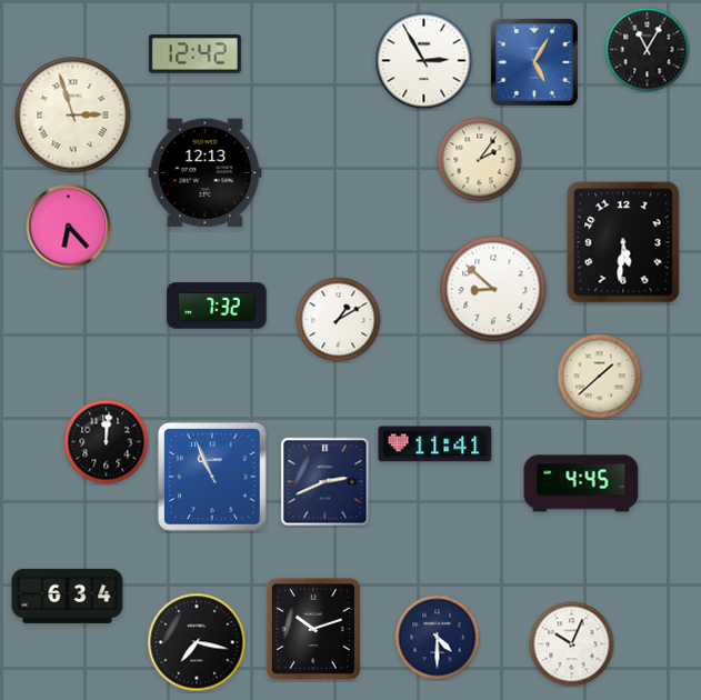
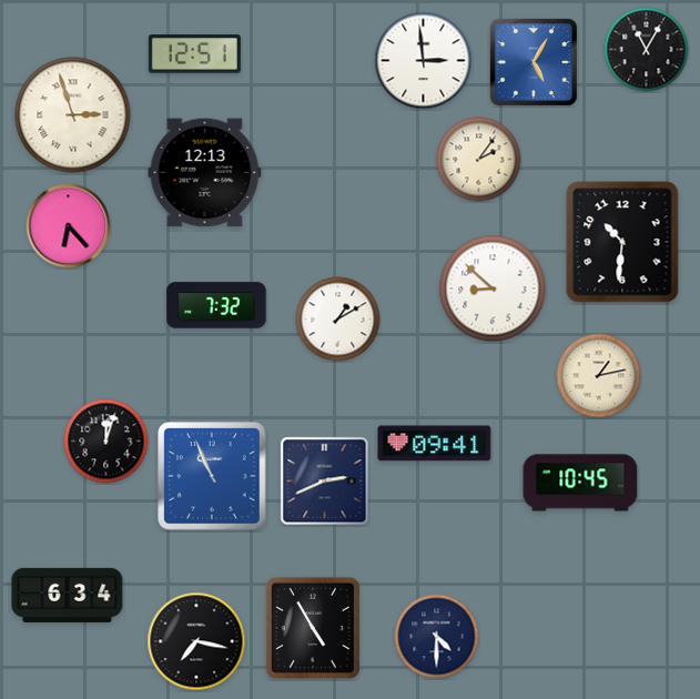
clock at (194, 54): 12:42 -> 12:51
clock at (424, 61): 2:55 -> 2:59
clock at (623, 242): 5:31 -> 10:31
clock at (600, 377): 1:38 -> 1:13
clock at (107, 442): 12:01 -> 12:03
clock at (435, 444): 11:41 -> 09:41
clock at (581, 483): 4:45 -> 10:45
clock at (313, 629): 10:12 -> 4:55
clock at (572, 644): 10:04 -> none
